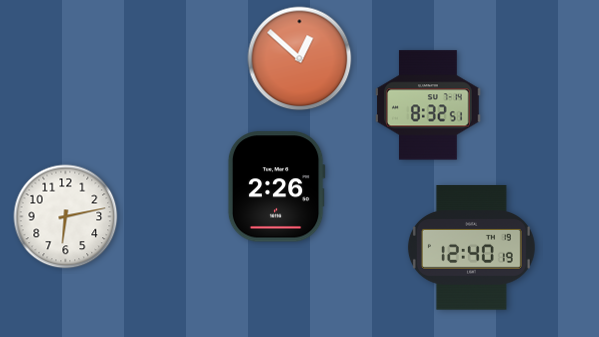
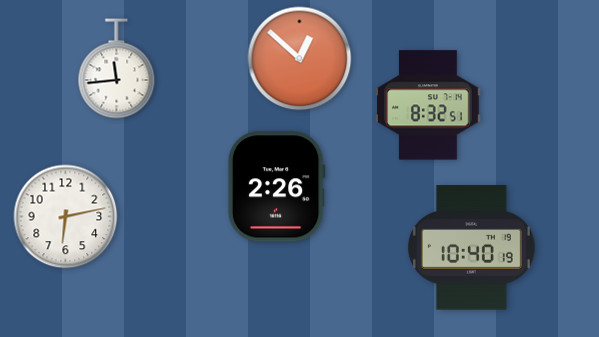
clock at (117, 69): none -> 11:44
clock at (471, 248): 12:40 -> 10:40
